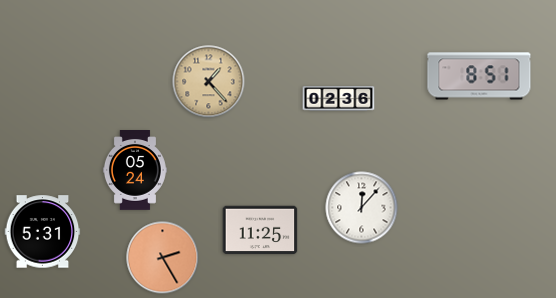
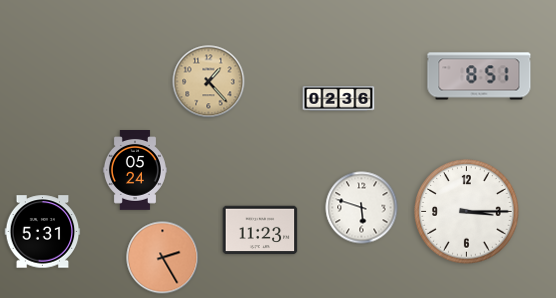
clock at (362, 208): 12:07 -> 5:48
clock at (467, 212): none -> 3:15
clock at (260, 230): 11:25 -> 11:23
